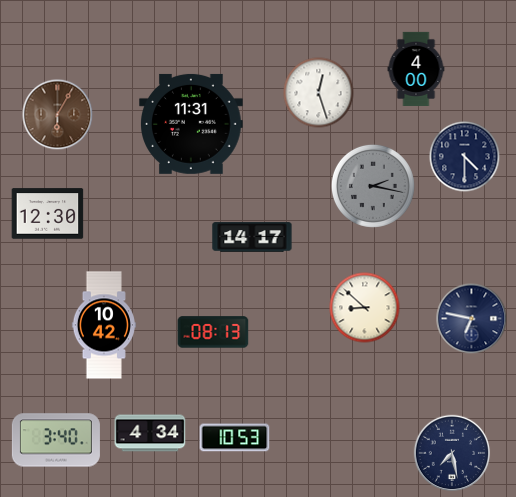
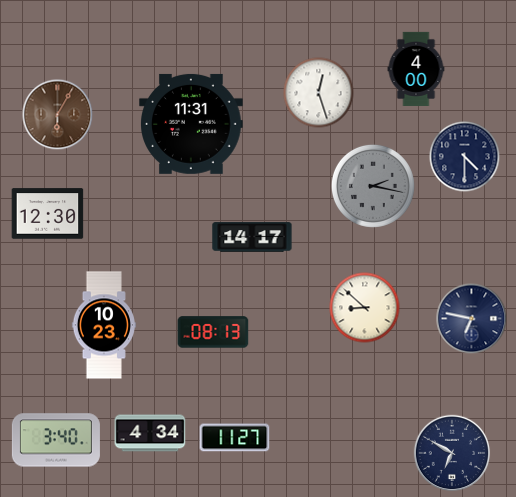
clock at (103, 325): 10:42 -> 10:23
clock at (235, 438): 10:53 -> 11:27
clock at (452, 453): 7:28 -> 6:50
